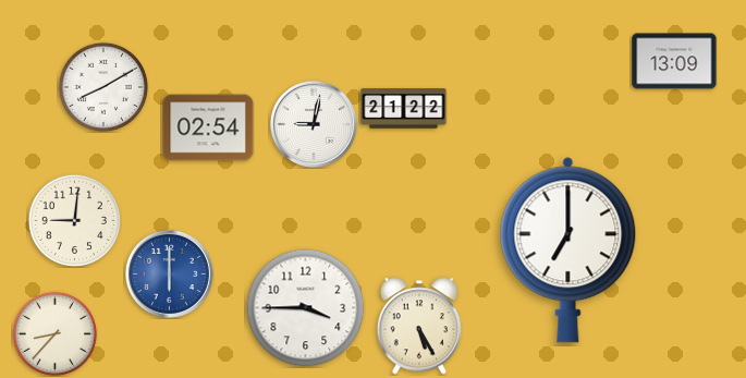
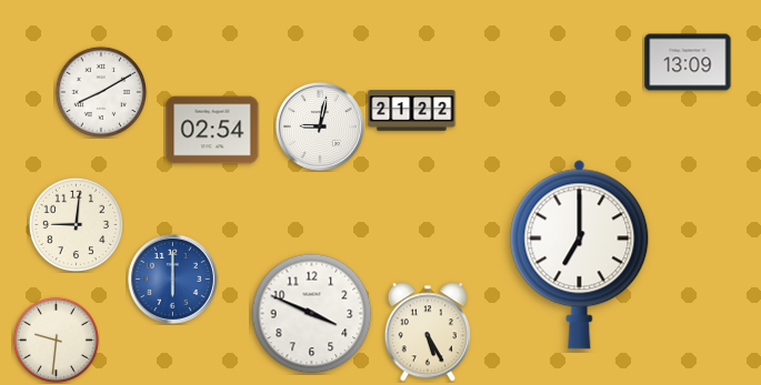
clock at (102, 86) position: (102, 86) -> (100, 91)
clock at (306, 308): 3:45 -> 3:49
clock at (54, 333): 8:37 -> 9:31
